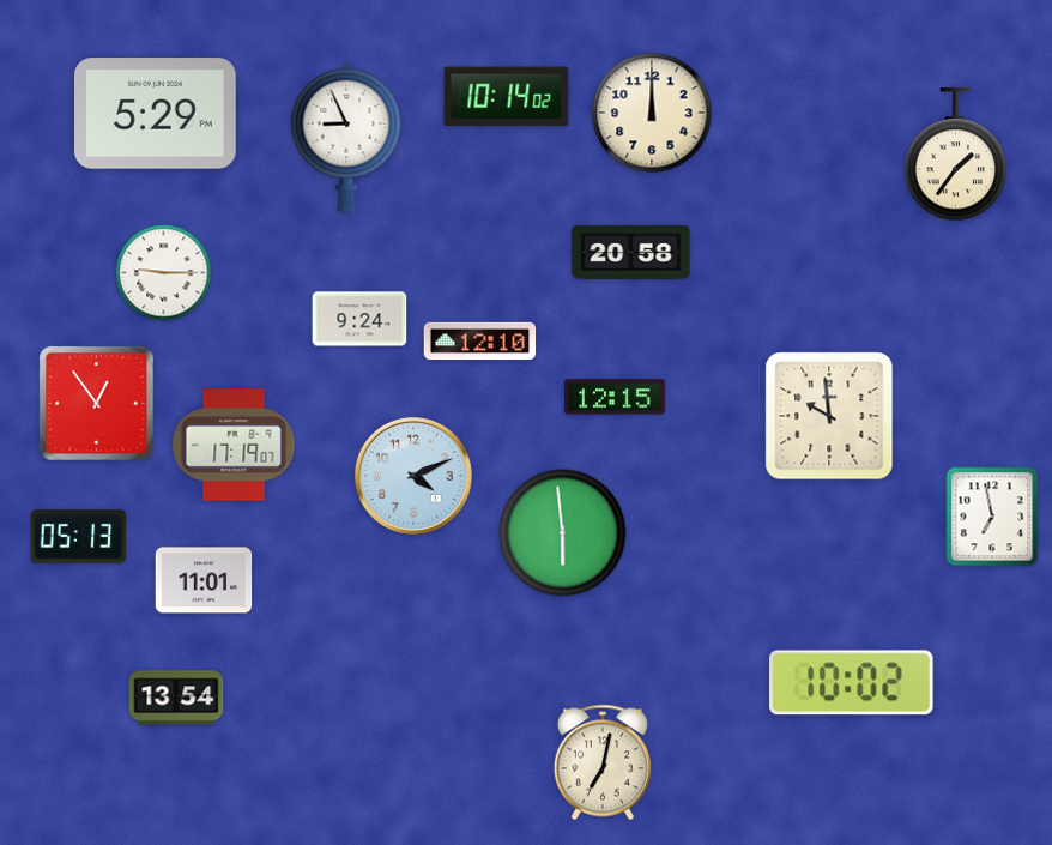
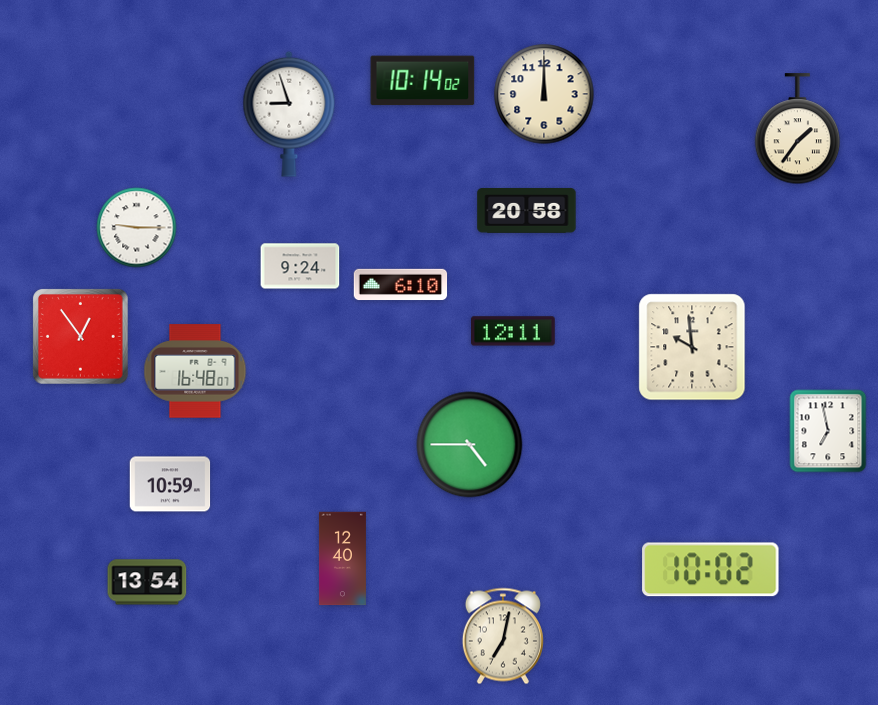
clock at (156, 114): 5:29 -> none
clock at (346, 137): 8:56 -> 8:57
clock at (480, 342): 12:10 -> 6:10
clock at (616, 397): 12:15 -> 12:11
clock at (234, 445): 17:19 -> 16:48
clock at (413, 476): 4:11 -> none
clock at (563, 533): 5:59 -> 4:45
clock at (79, 537): 05:13 -> none
clock at (204, 580): 11:01 -> 10:59
clock at (342, 559): none -> 12:40
